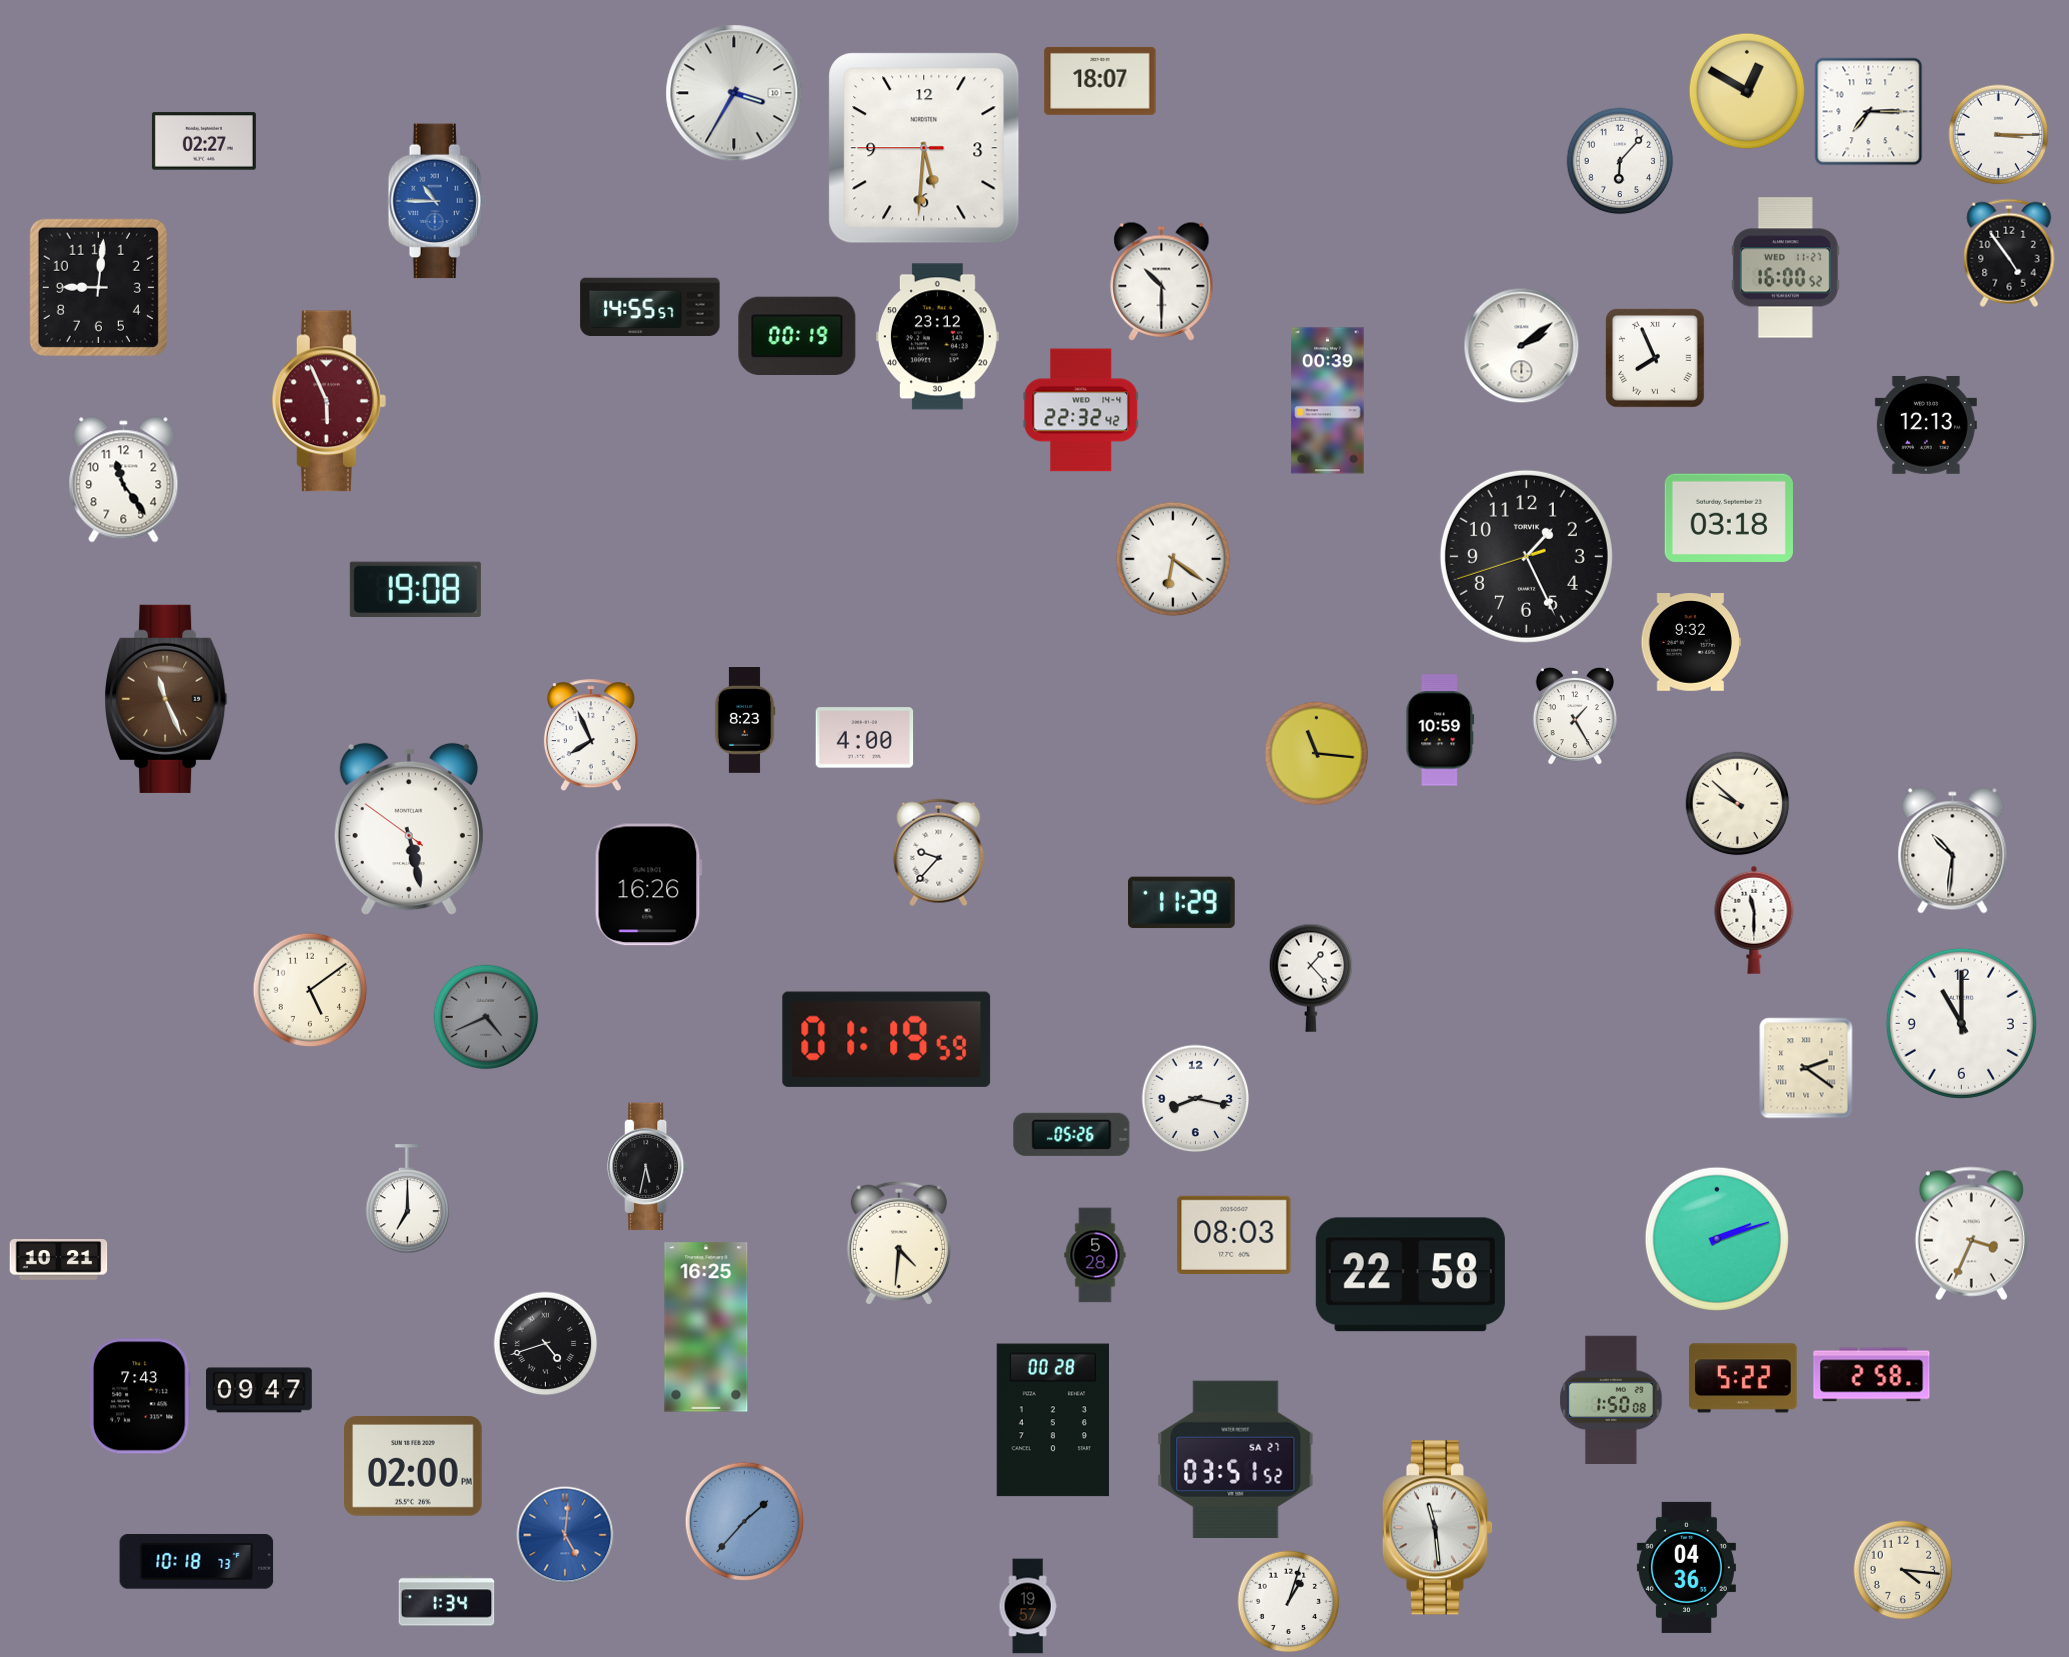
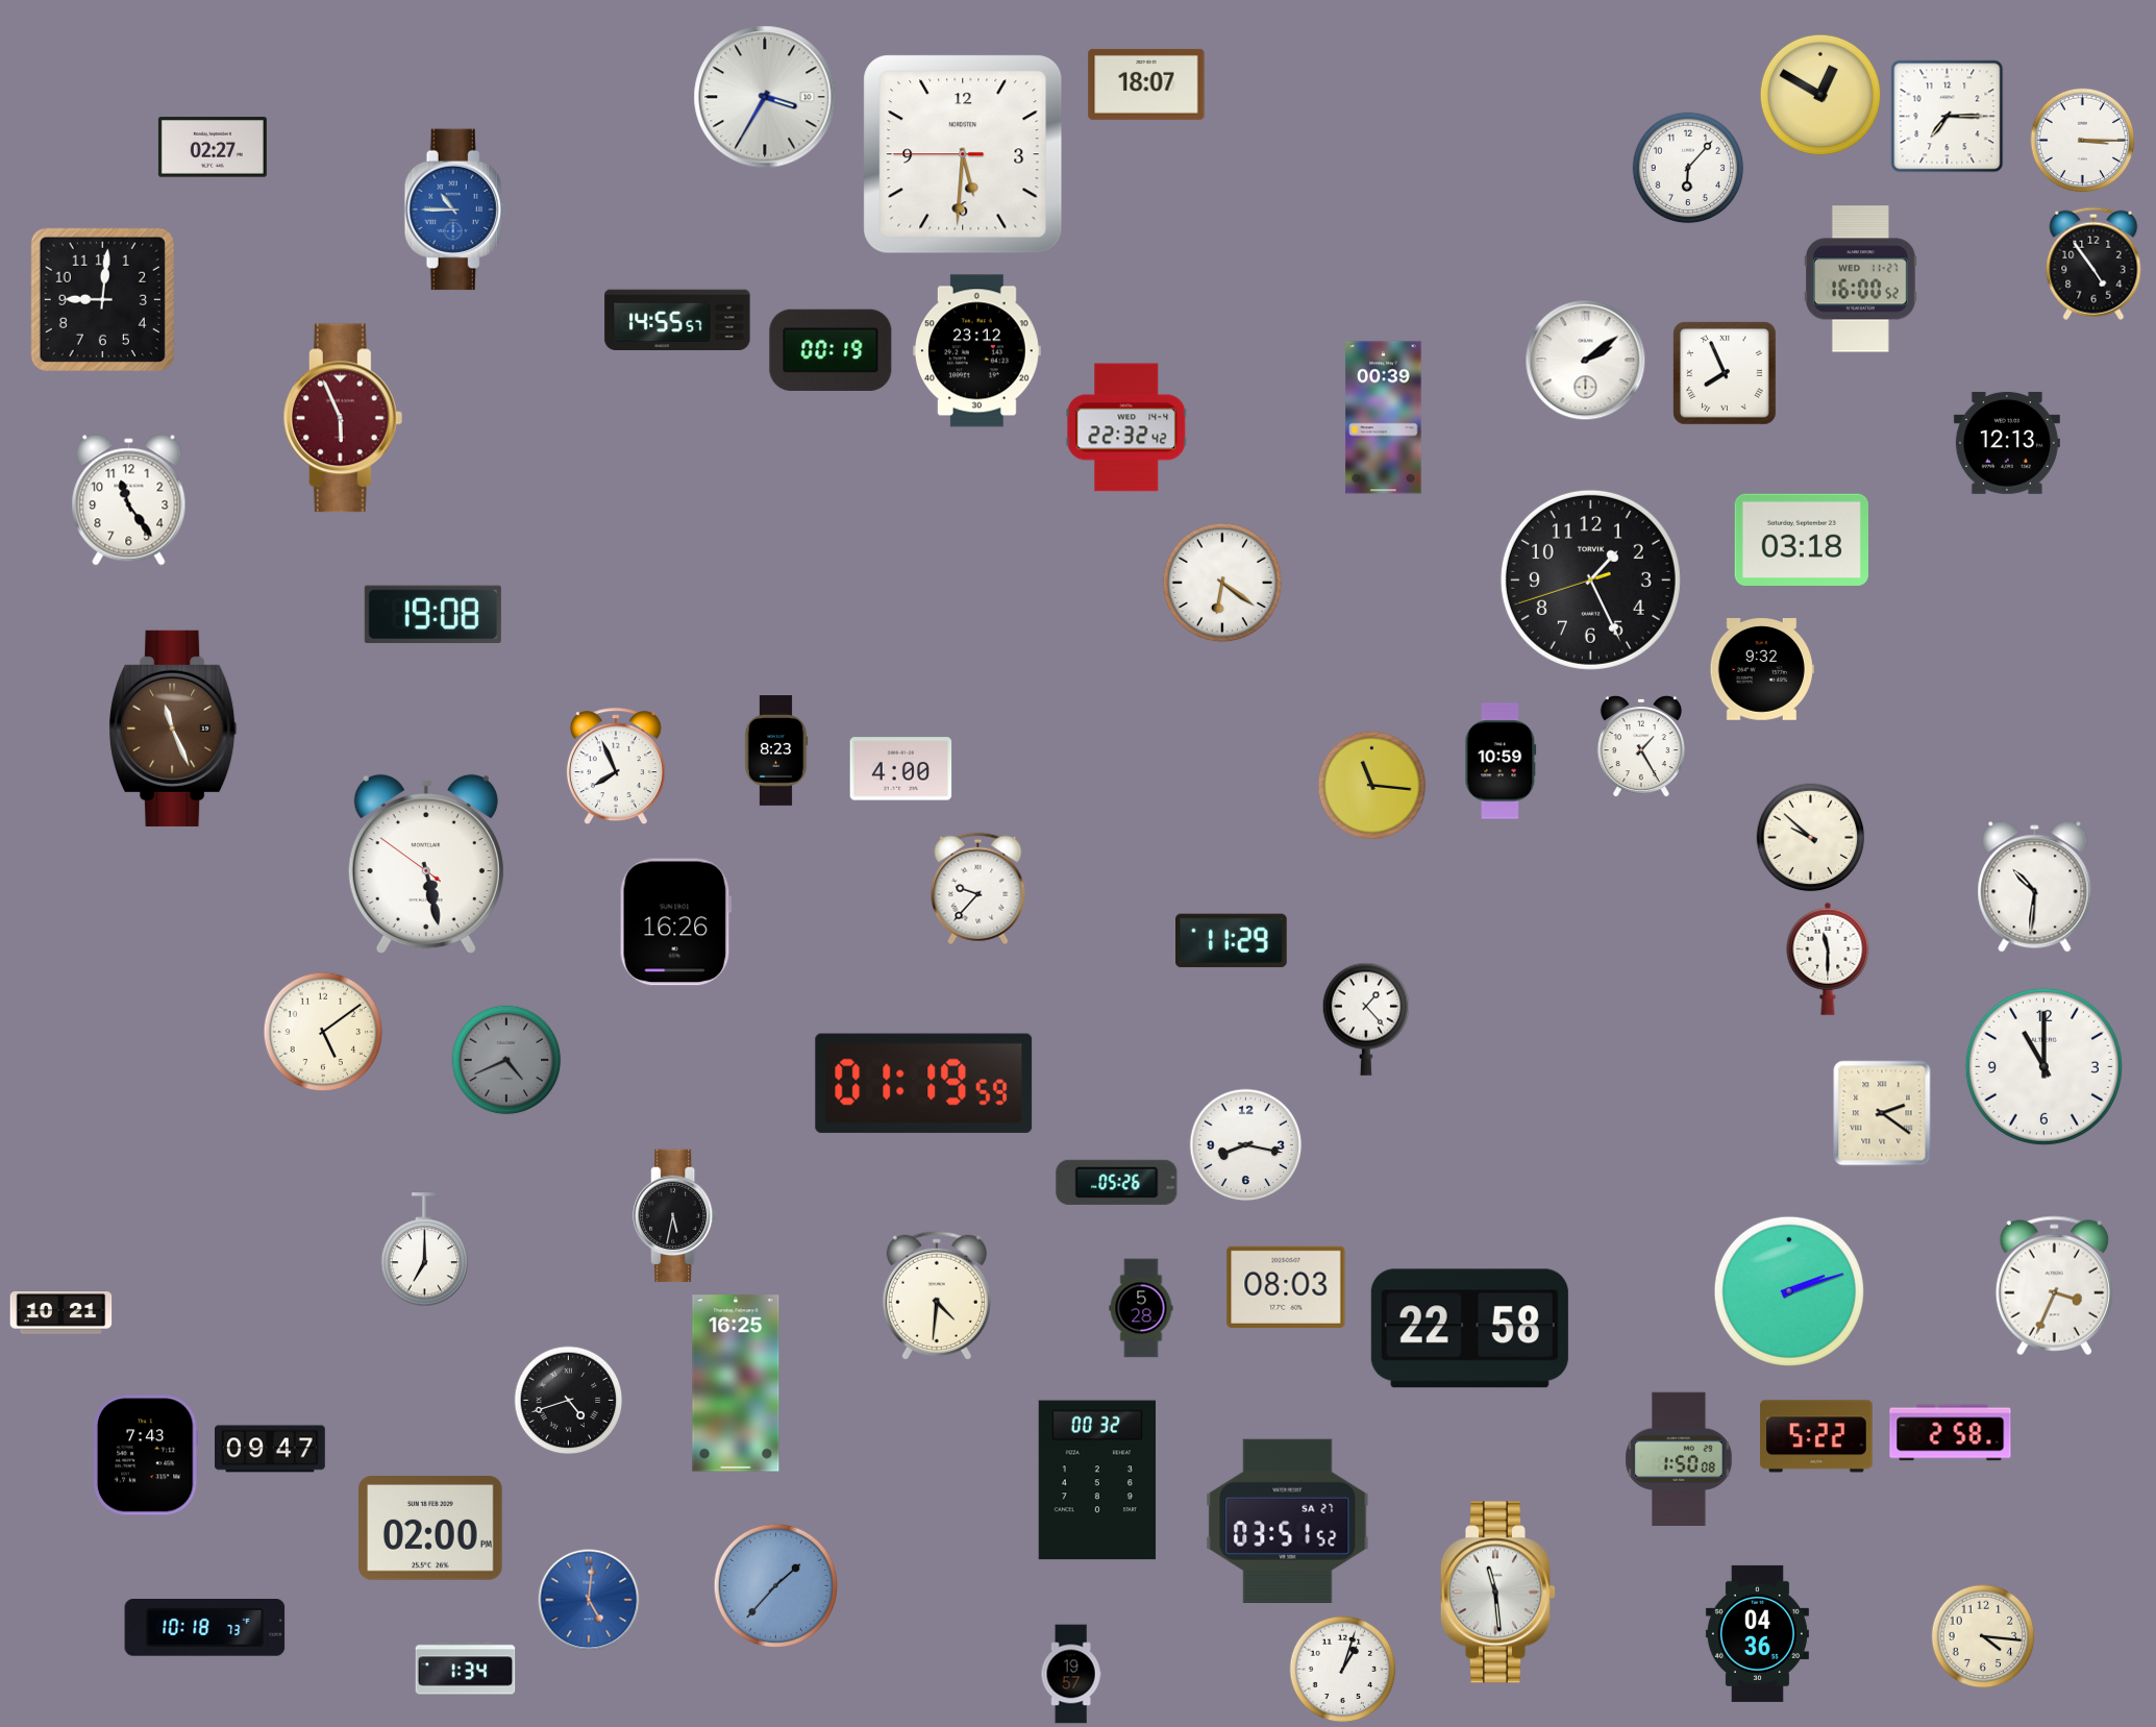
clock at (1162, 281): 10:30 -> none
clock at (1053, 1420): 00:28 -> 00:32
